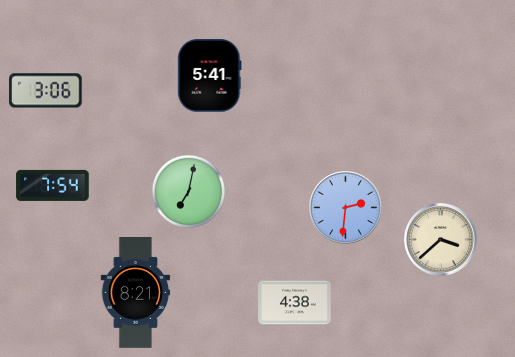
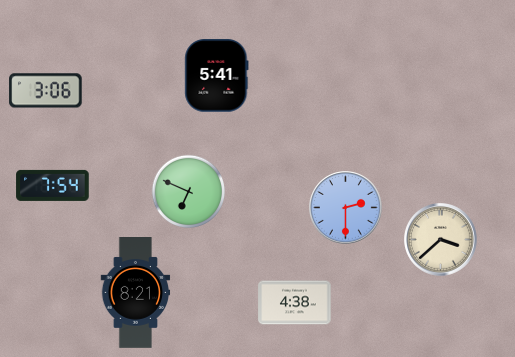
clock at (210, 76) position: (210, 76) -> (217, 76)
clock at (189, 191): 7:02 -> 6:49
clock at (346, 208): 2:31 -> 2:30
